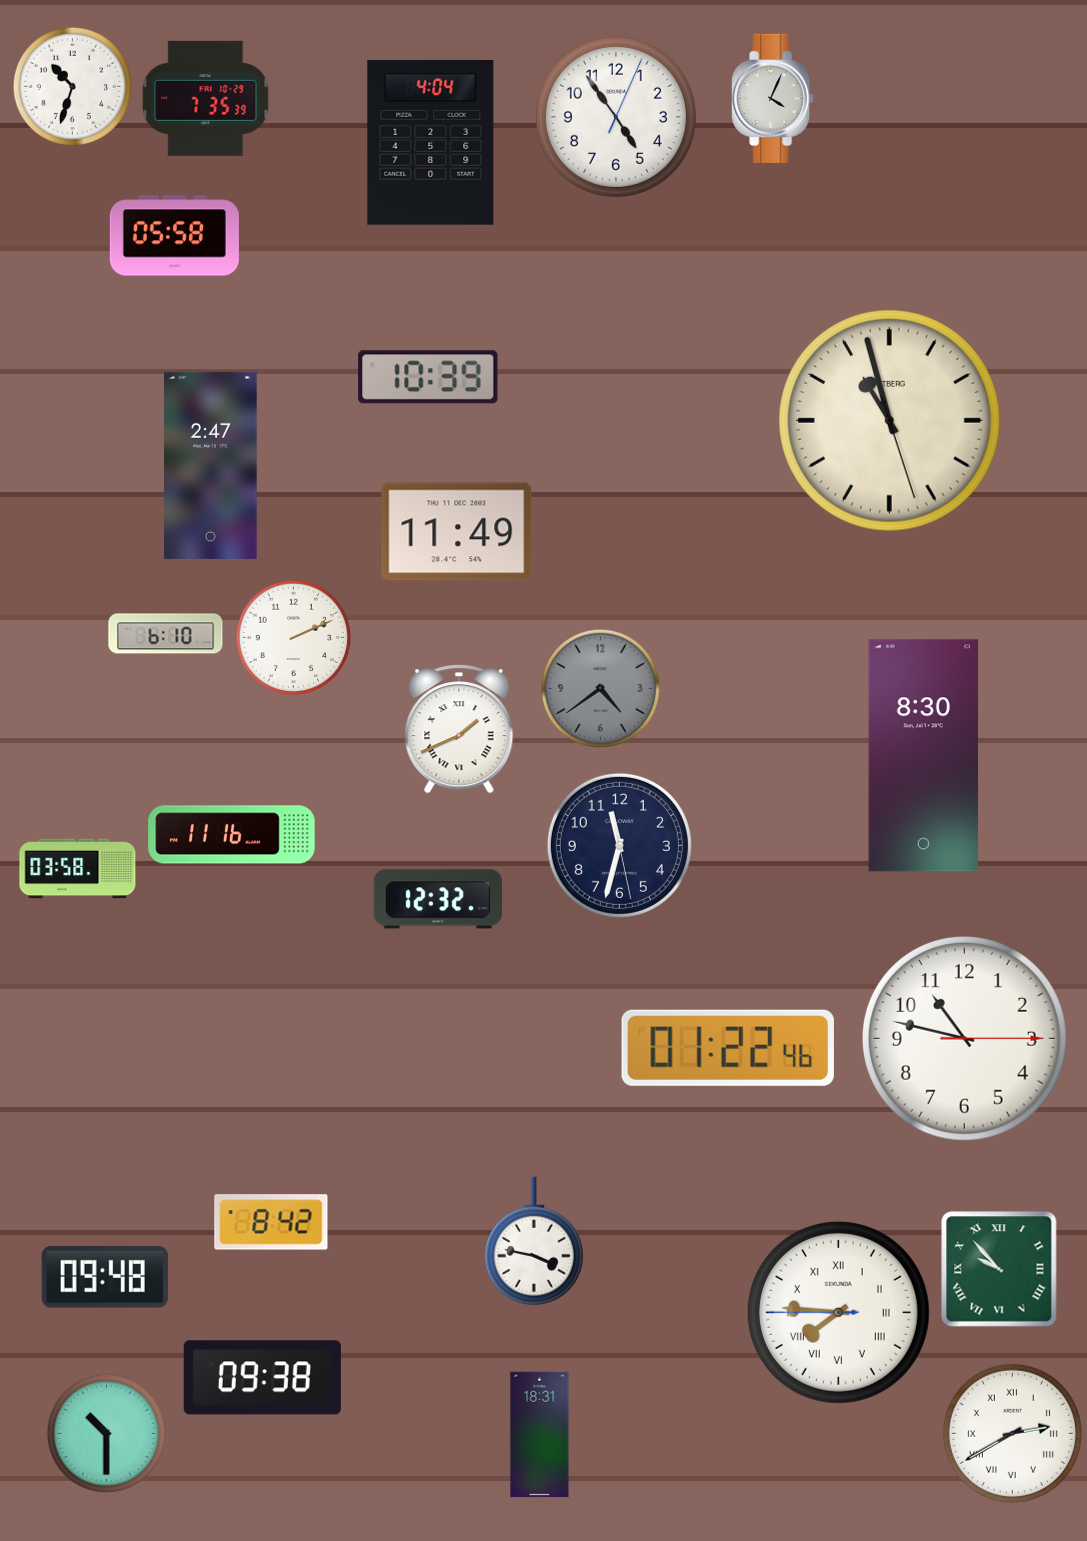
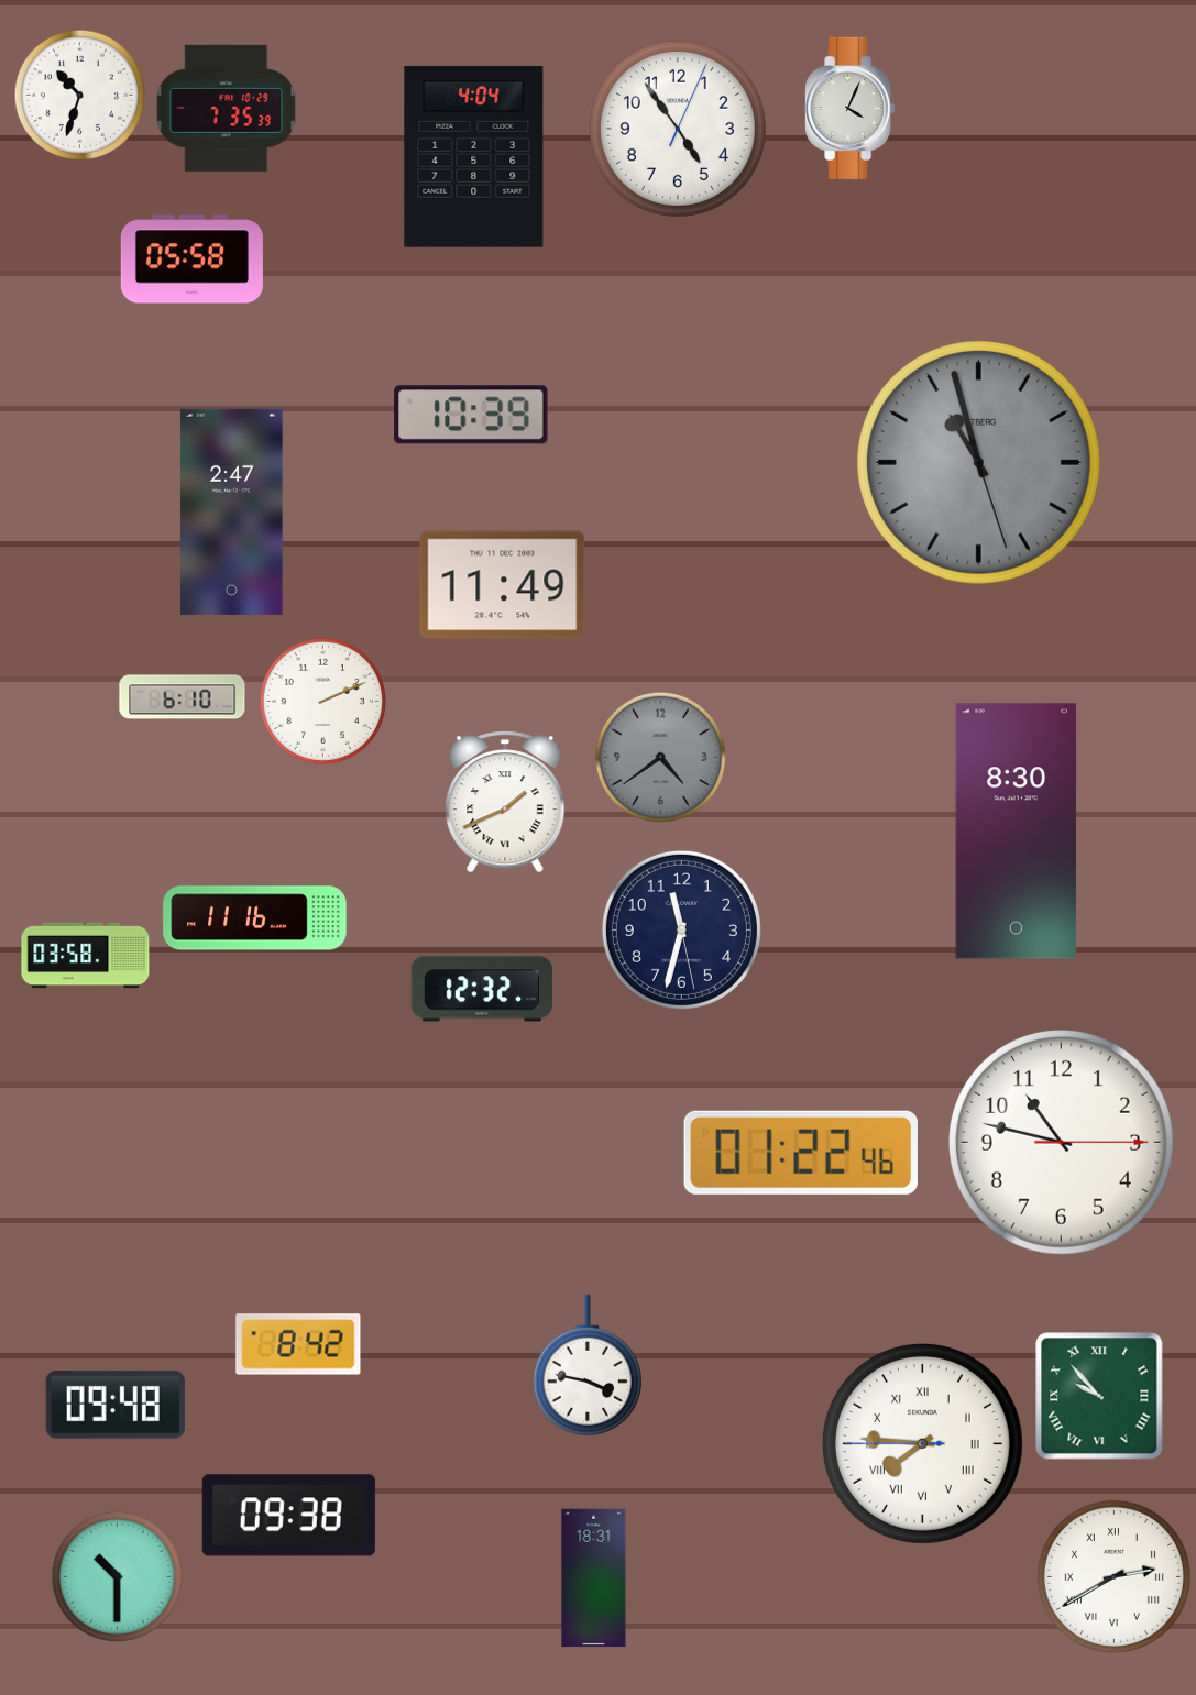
clock at (890, 421) dial: cream -> grey
